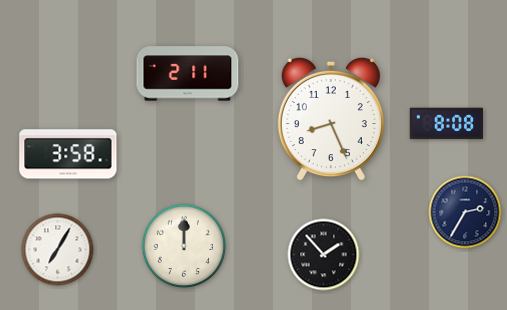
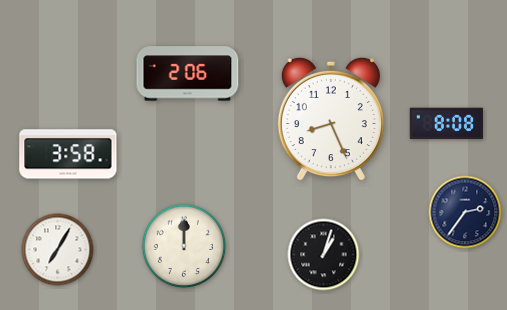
clock at (188, 74): 2:11 -> 2:06
clock at (465, 212): 2:35 -> 2:36
clock at (324, 255): 1:53 -> 1:03
